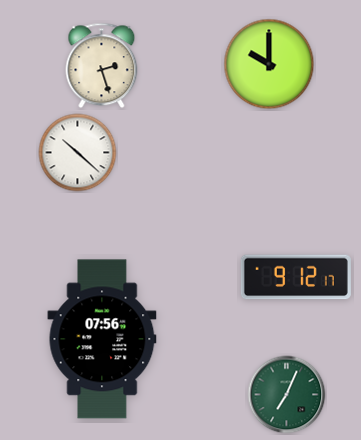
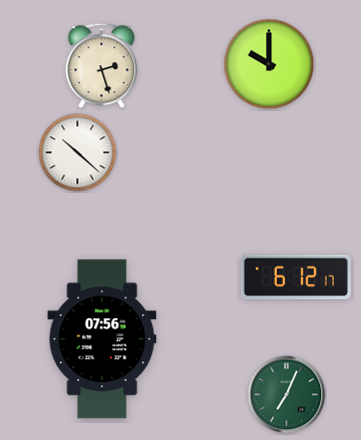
clock at (296, 277): 9:12 -> 6:12
